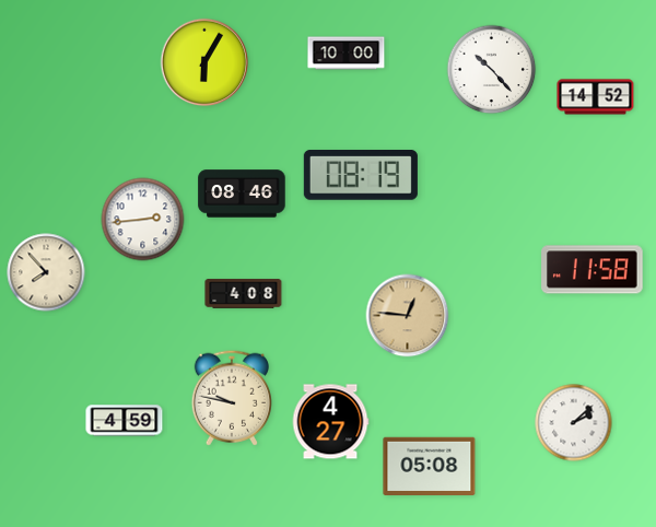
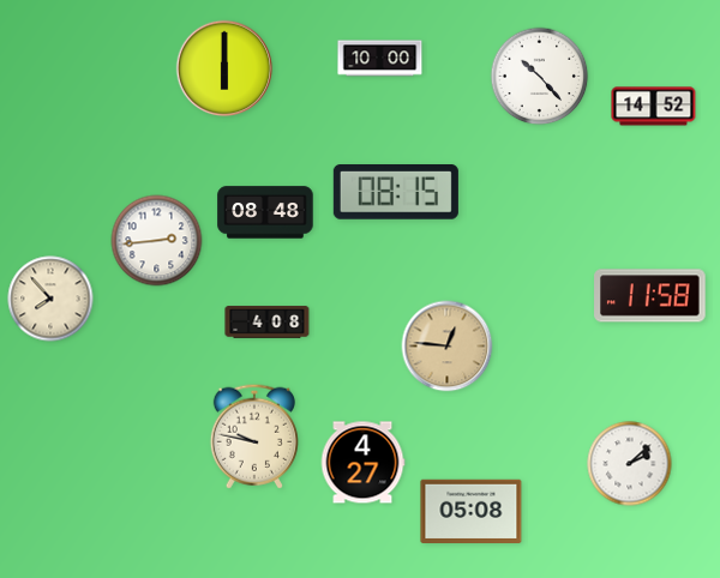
clock at (204, 62): 6:05 -> 6:00
clock at (361, 176): 08:19 -> 08:15
clock at (242, 194): 08:46 -> 08:48
clock at (125, 421): 4:59 -> none
